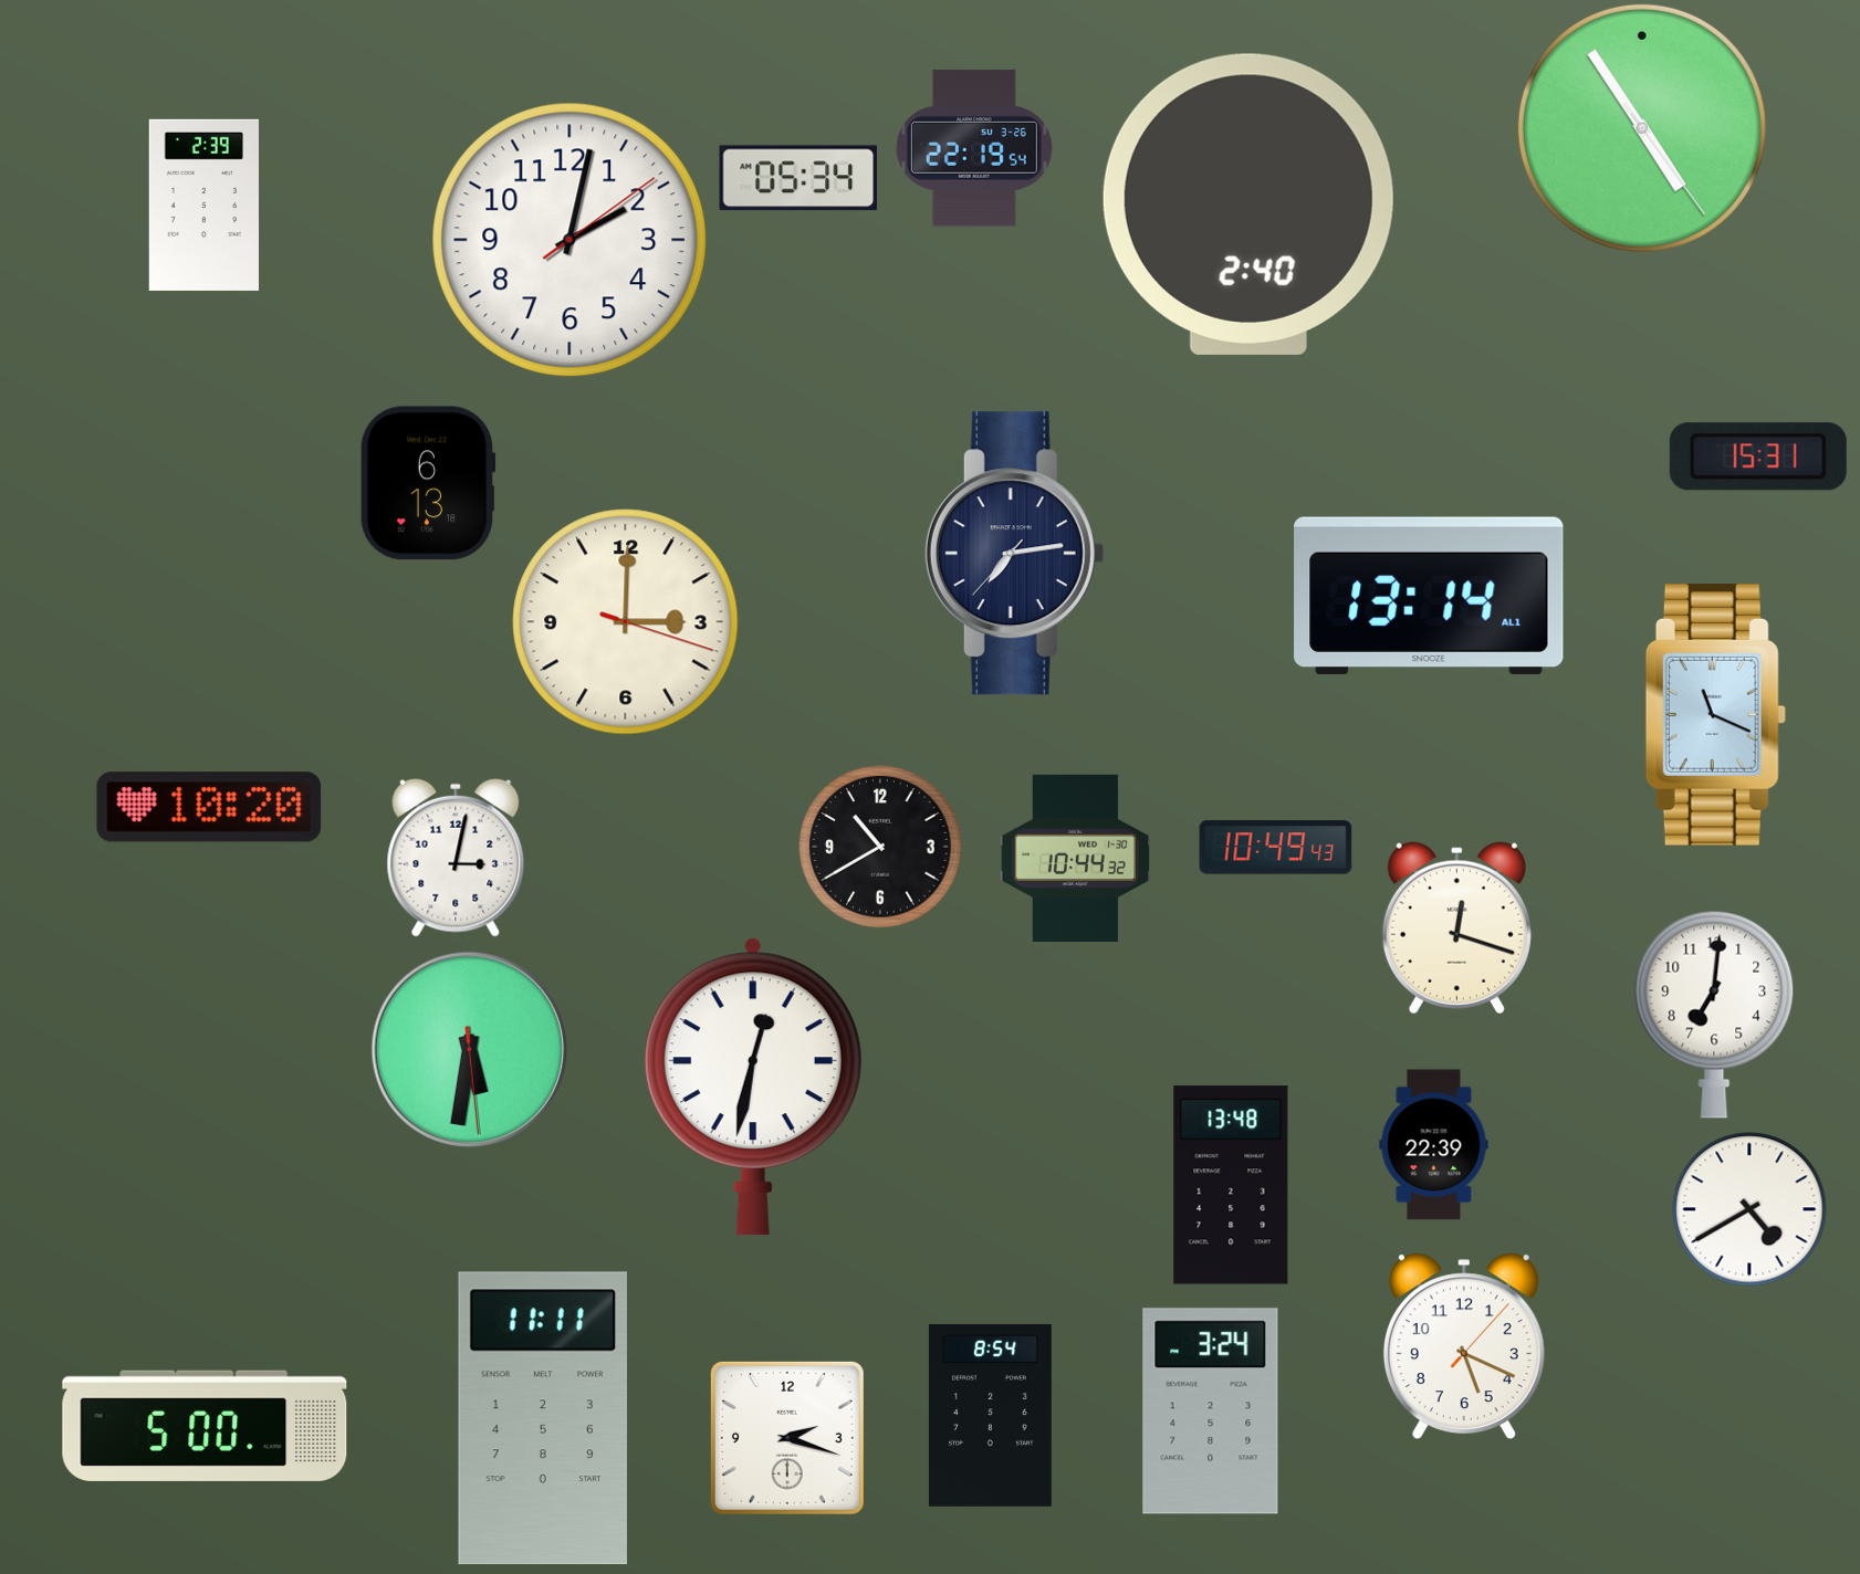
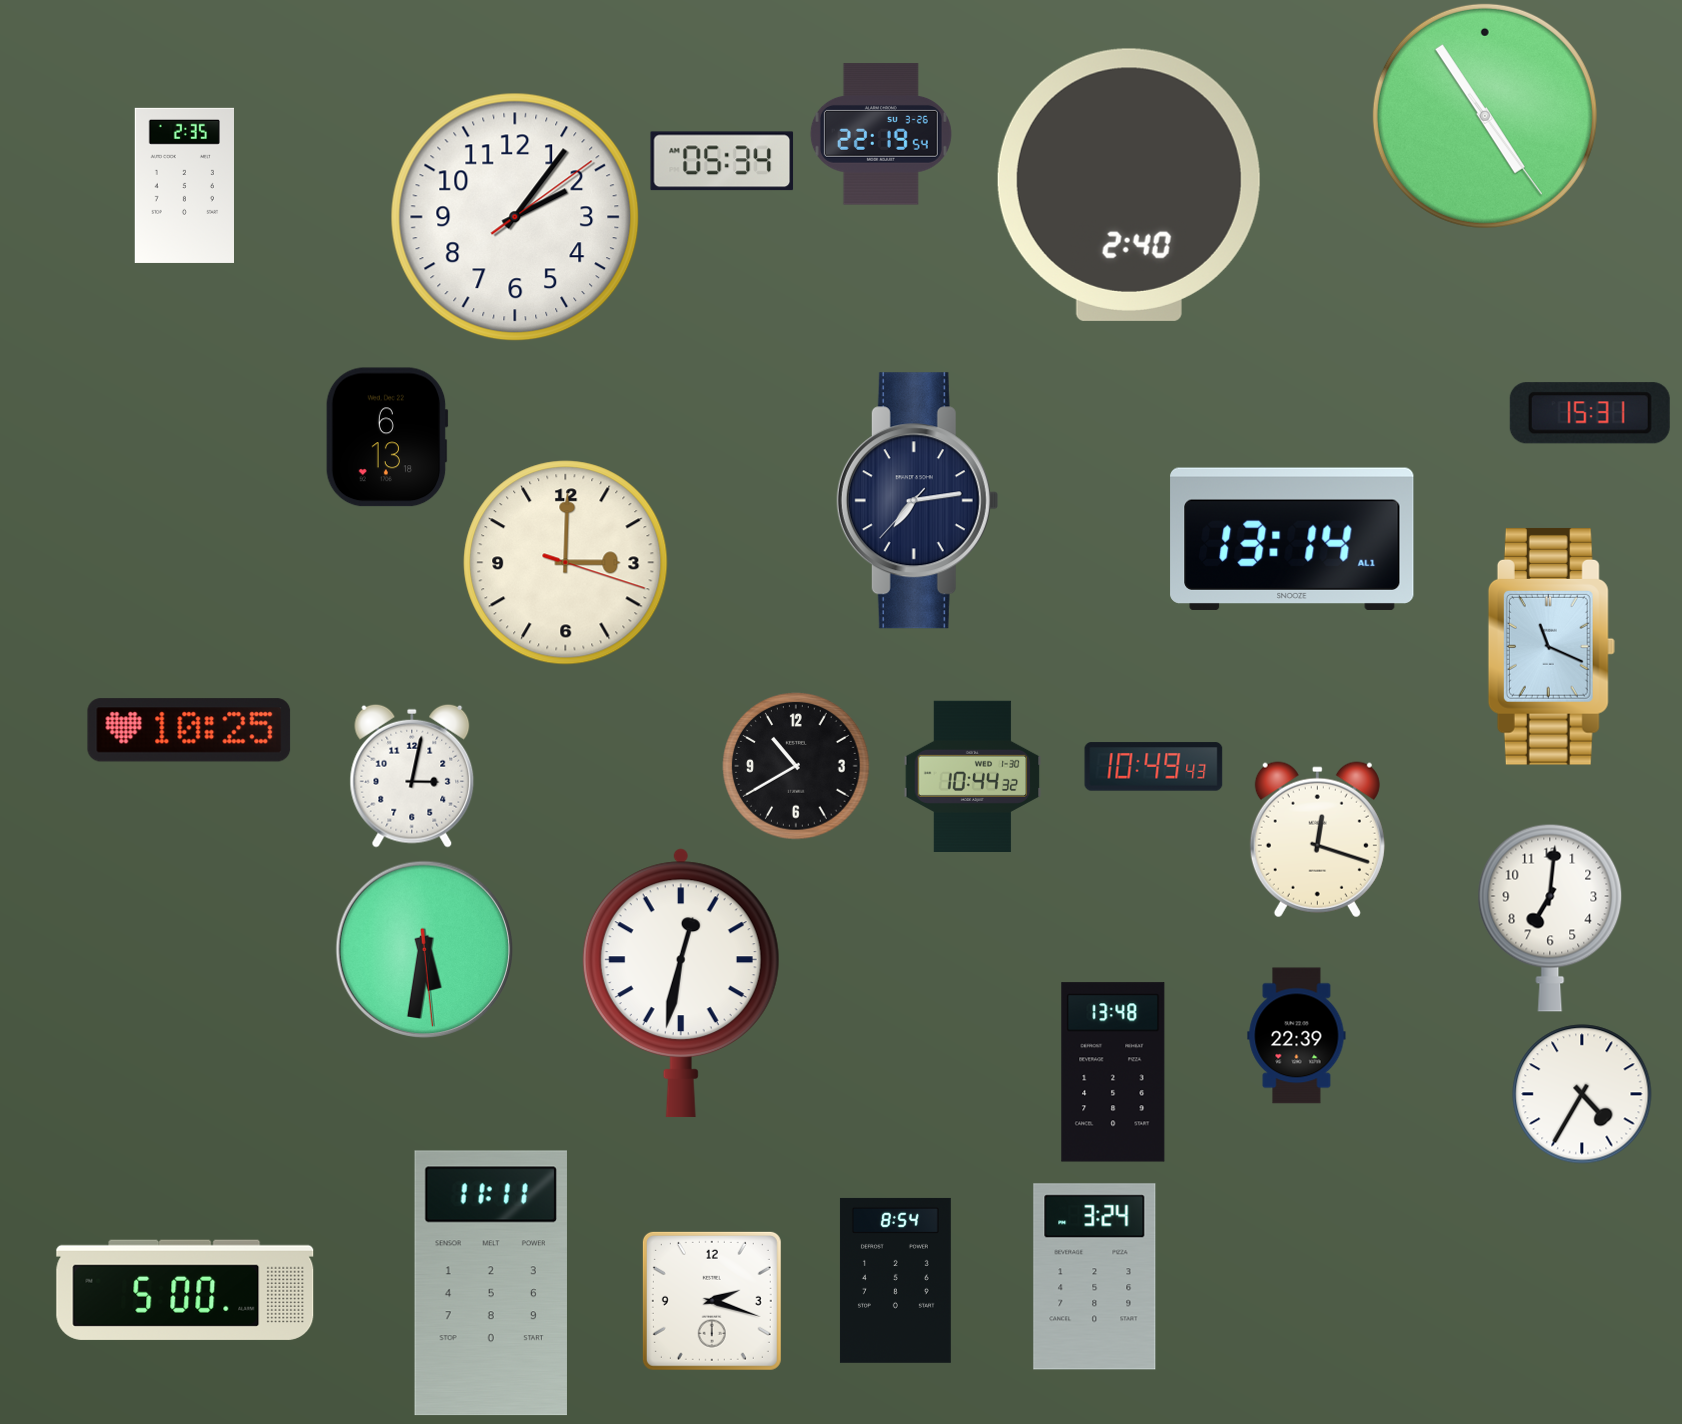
clock at (203, 204): 2:39 -> 2:35
clock at (570, 240): 2:02 -> 2:06
clock at (209, 807): 10:20 -> 10:25
clock at (1749, 1209): 4:40 -> 4:35
clock at (1464, 1345): 5:19 -> none
